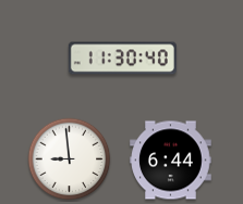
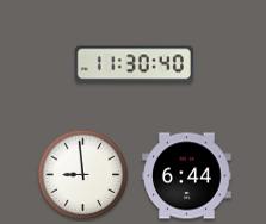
clock at (70, 160) position: (70, 160) -> (83, 175)
